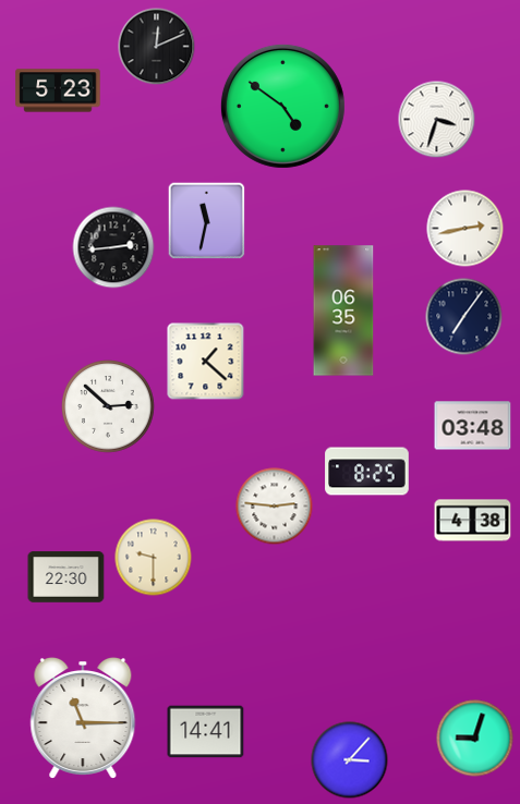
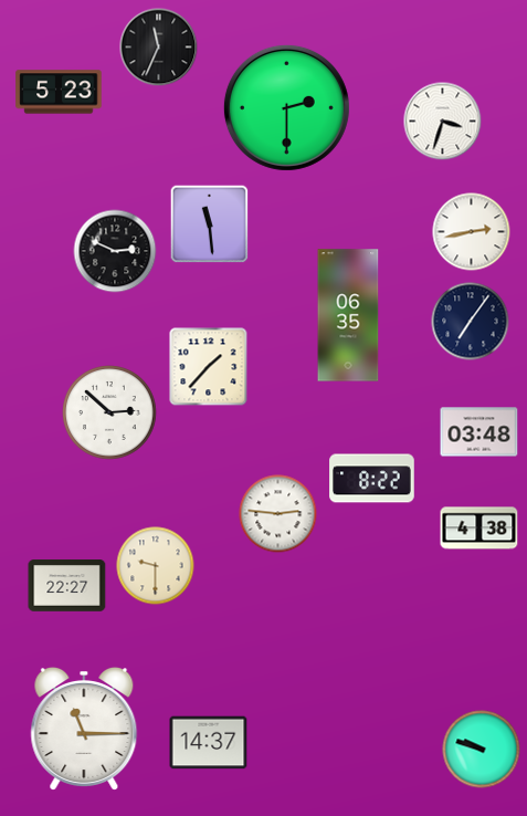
clock at (157, 47): 12:11 -> 11:34
clock at (282, 106): 4:51 -> 2:30
clock at (207, 221): 11:32 -> 11:29
clock at (113, 247): 2:44 -> 2:49
clock at (206, 362): 1:22 -> 1:37
clock at (367, 472): 8:25 -> 8:22
clock at (66, 577): 22:30 -> 22:27
clock at (206, 732): 14:41 -> 14:37
clock at (475, 739): 9:03 -> 9:48
clock at (350, 760): 3:07 -> none
